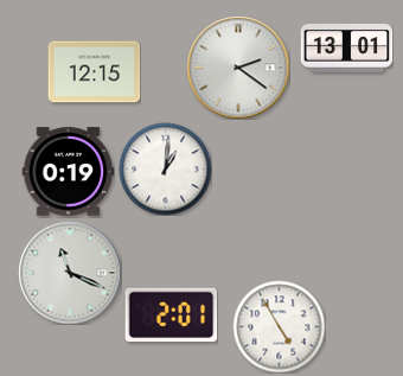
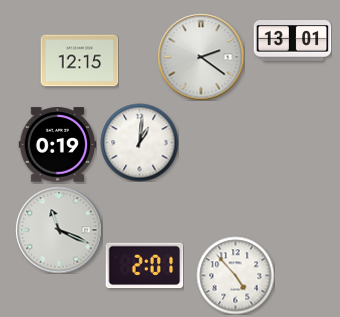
clock at (279, 326): 4:55 -> 4:53
